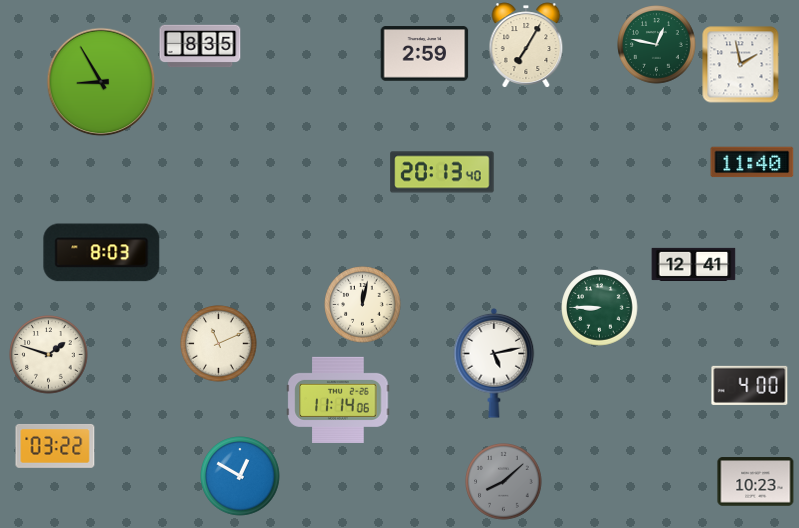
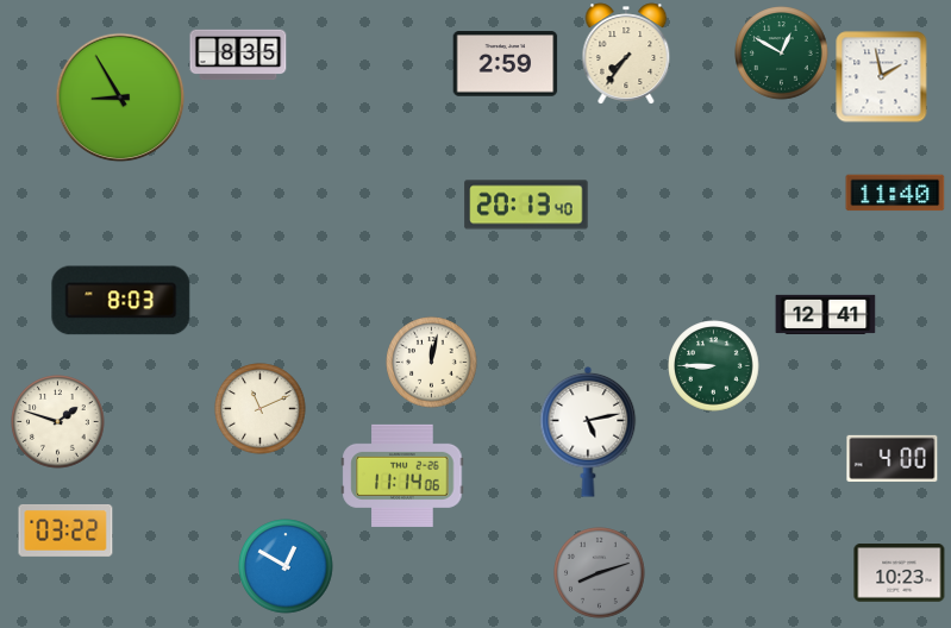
clock at (526, 45): 7:05 -> 7:36
clock at (657, 45): 12:47 -> 12:50
clock at (504, 482): 8:08 -> 8:12
